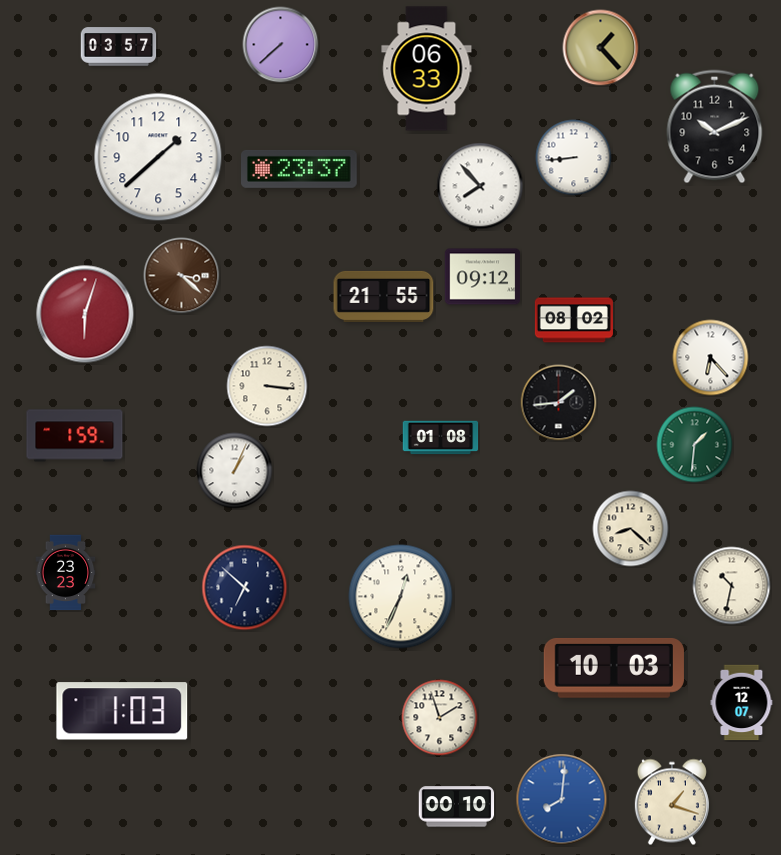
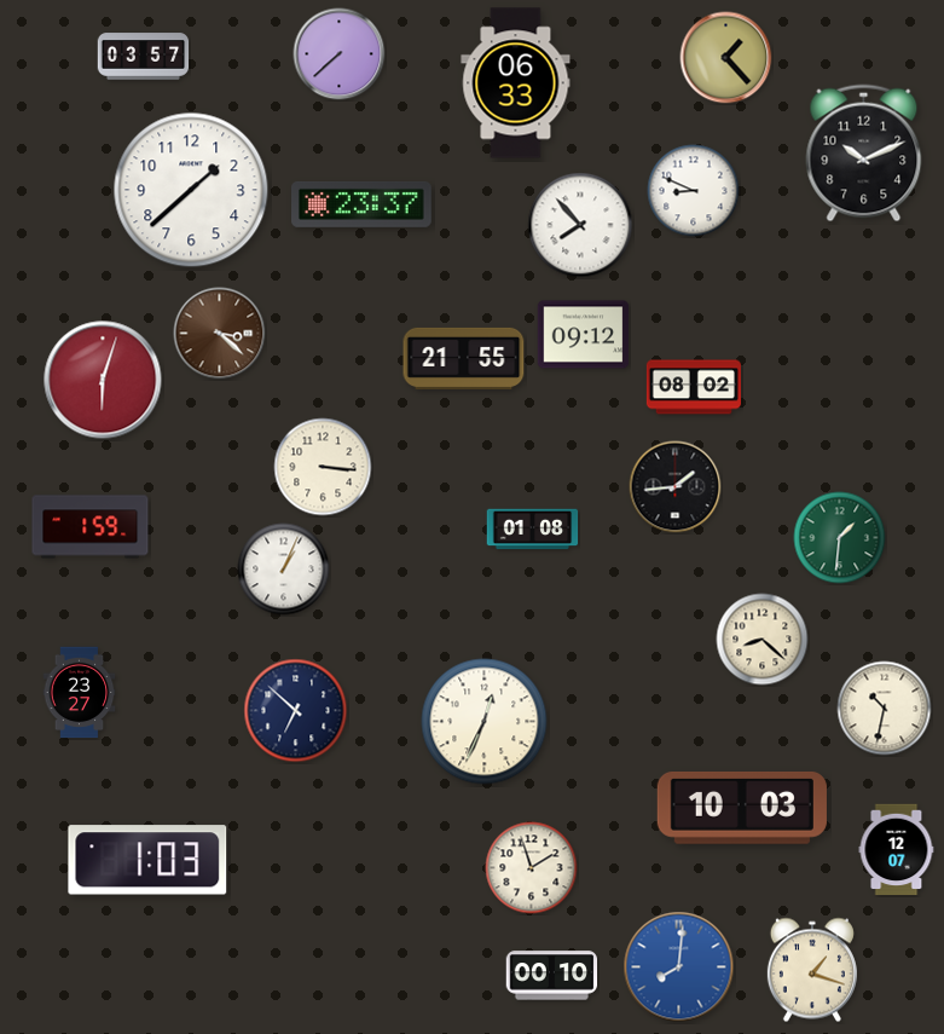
clock at (574, 158): 8:44 -> 8:49
clock at (711, 358): 6:23 -> none
clock at (66, 573): 23:23 -> 23:27
